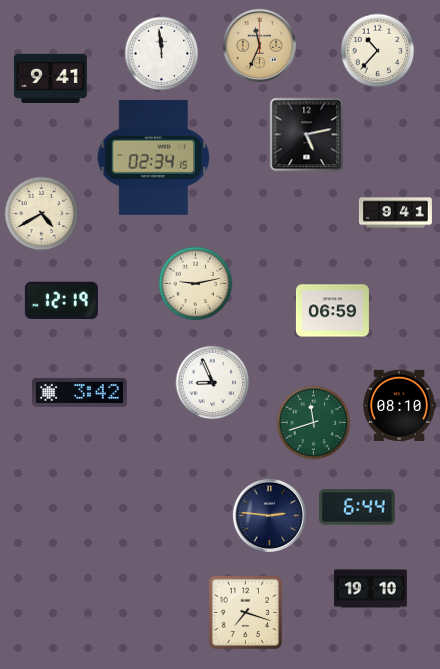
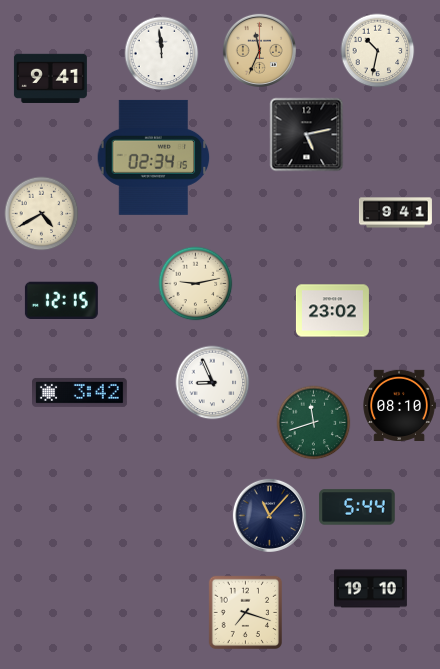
clock at (259, 45) position: (259, 45) -> (259, 50)
clock at (378, 51): 10:37 -> 10:32
clock at (61, 300): 12:19 -> 12:15
clock at (332, 311): 06:59 -> 23:02
clock at (357, 507): 6:44 -> 5:44
clock at (269, 515): 2:46 -> 11:07
